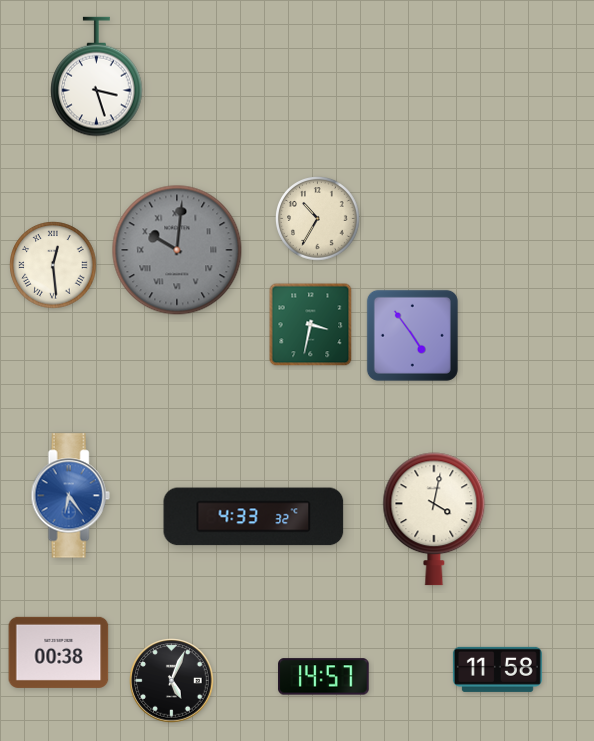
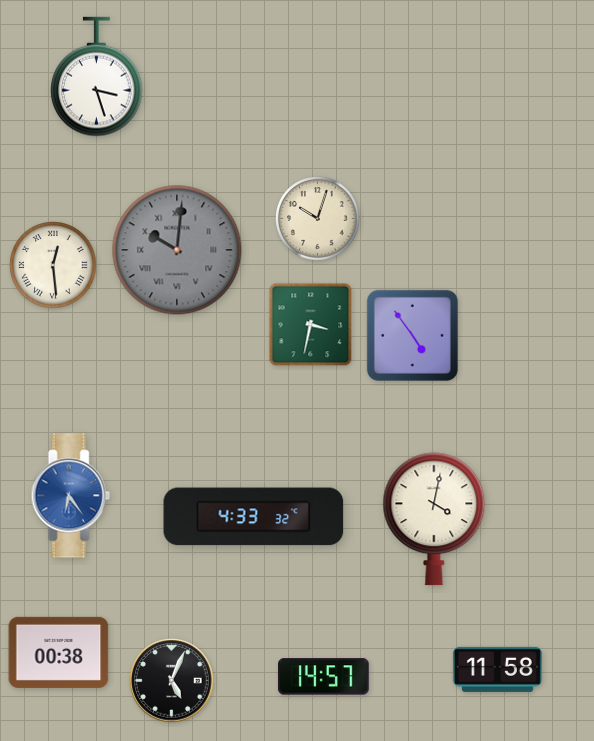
clock at (318, 219): 10:35 -> 10:03
